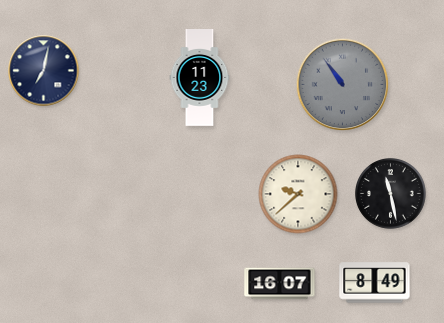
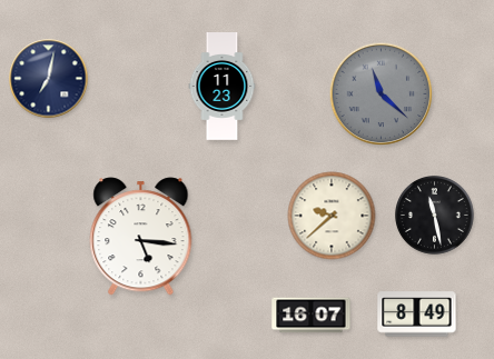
clock at (343, 85): 10:54 -> 11:22
clock at (141, 237): none -> 5:16
